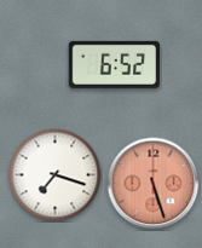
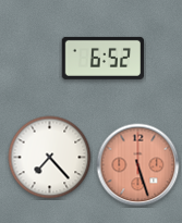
clock at (56, 175): 7:18 -> 7:23
